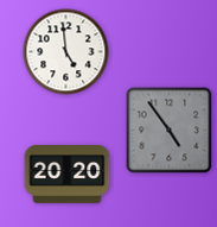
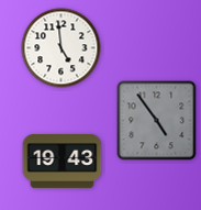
clock at (68, 175): 20:20 -> 19:43
